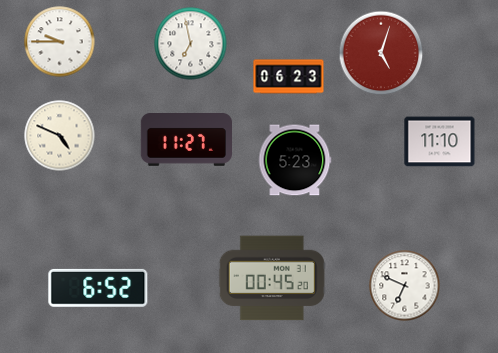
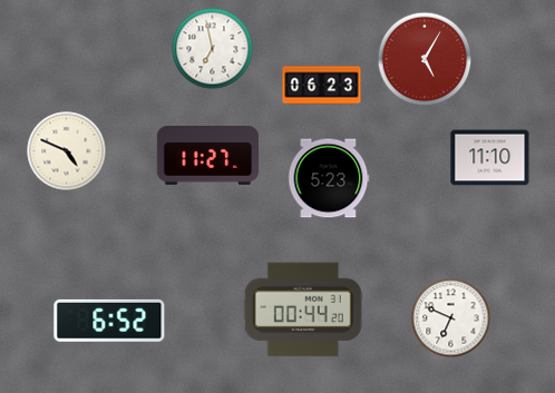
clock at (60, 42): 9:45 -> none
clock at (381, 53): 5:03 -> 5:05
clock at (272, 278): 00:45 -> 00:44
